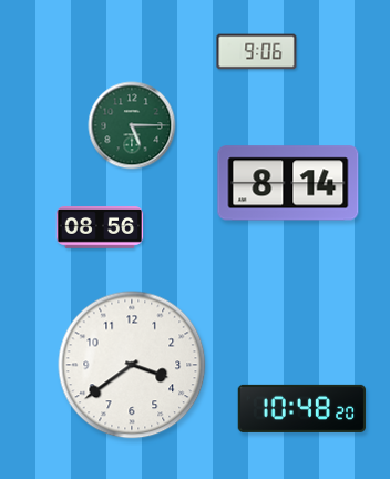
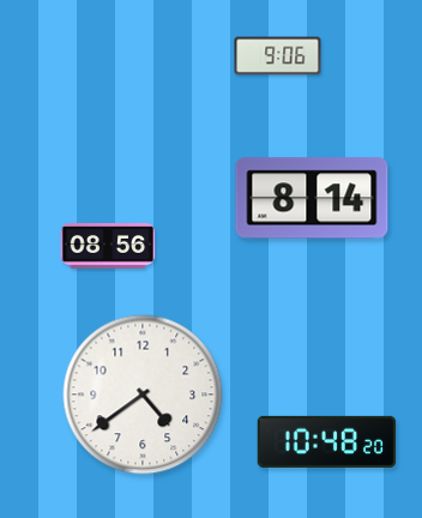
clock at (132, 125): 5:15 -> none
clock at (132, 365): 3:39 -> 4:39
